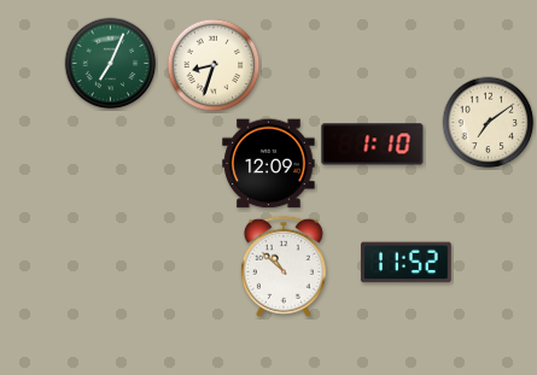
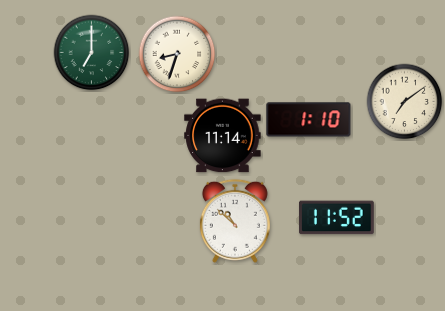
clock at (111, 64): 7:04 -> 7:00
clock at (269, 164): 12:09 -> 11:14
